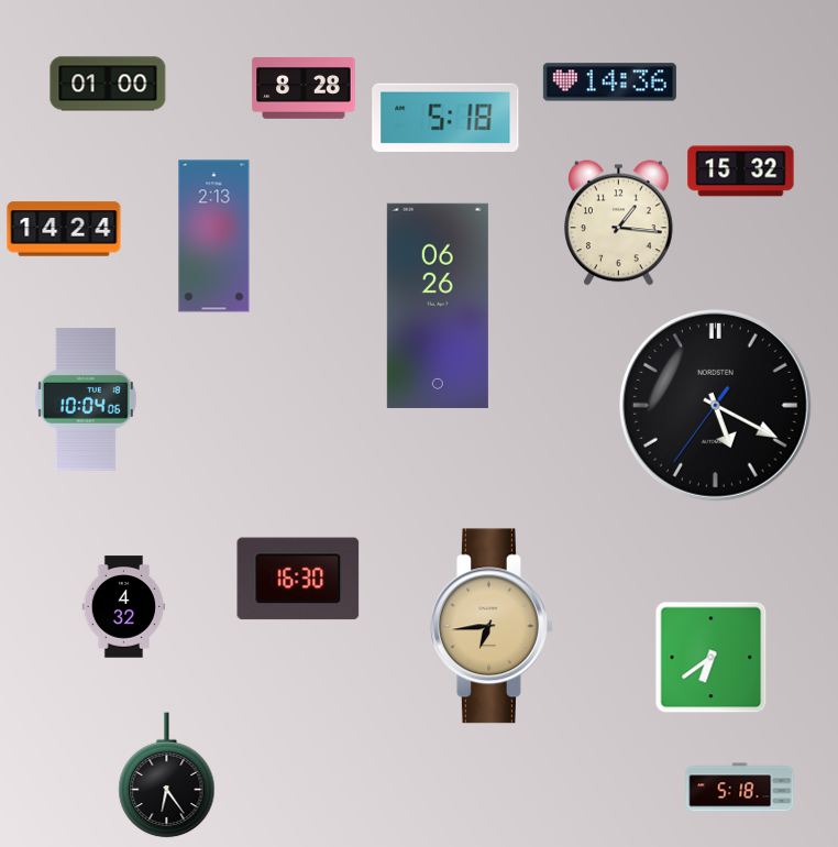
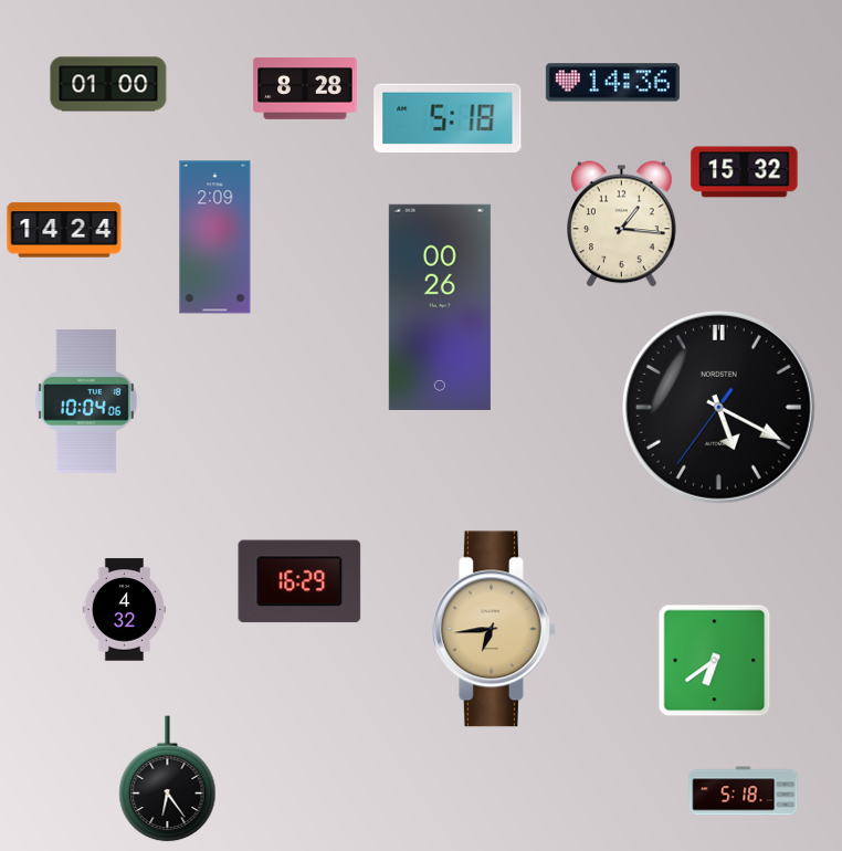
clock at (214, 237): 2:13 -> 2:09
clock at (438, 306): 06:26 -> 00:26
clock at (298, 579): 16:30 -> 16:29
